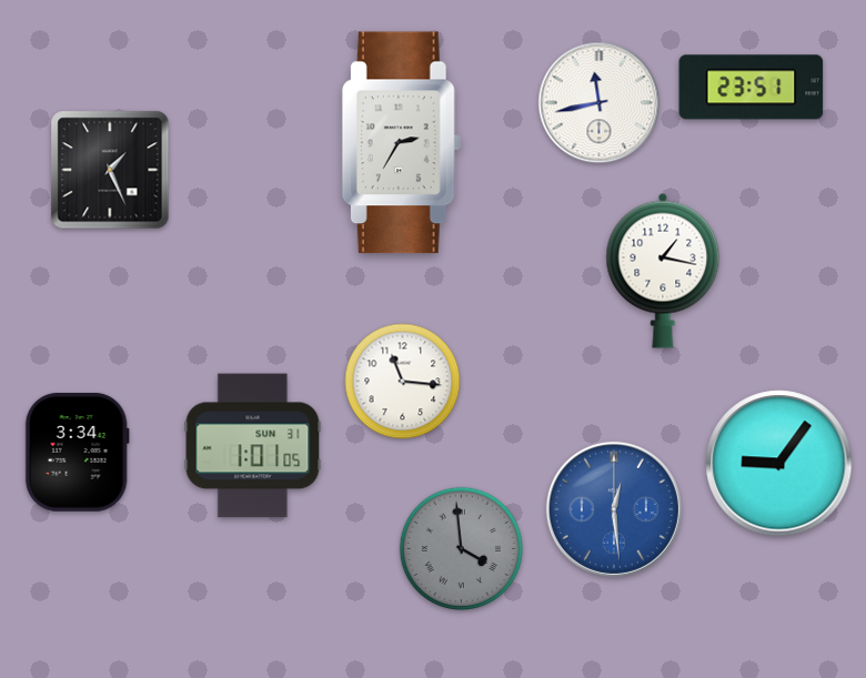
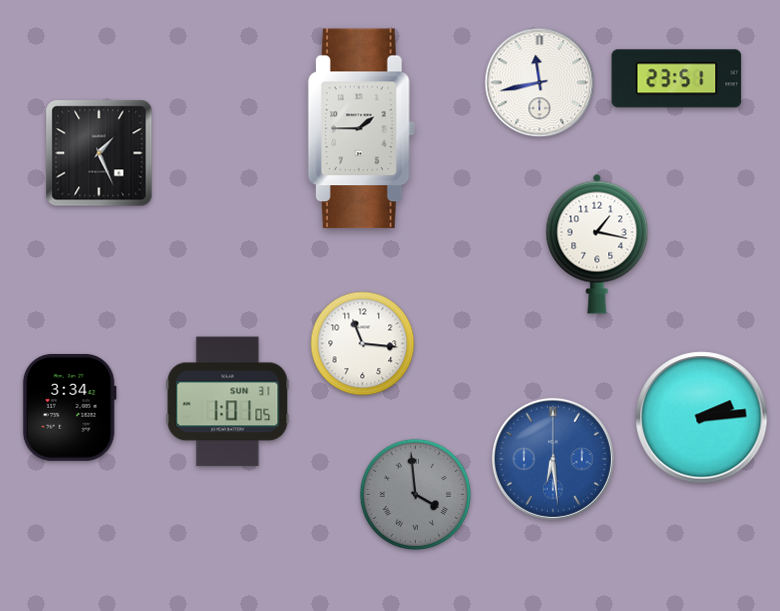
clock at (600, 103) position: (600, 103) -> (540, 83)
clock at (401, 143): 2:35 -> 1:45
clock at (779, 464): 9:06 -> 2:14
clock at (614, 509): 12:29 -> 6:29
